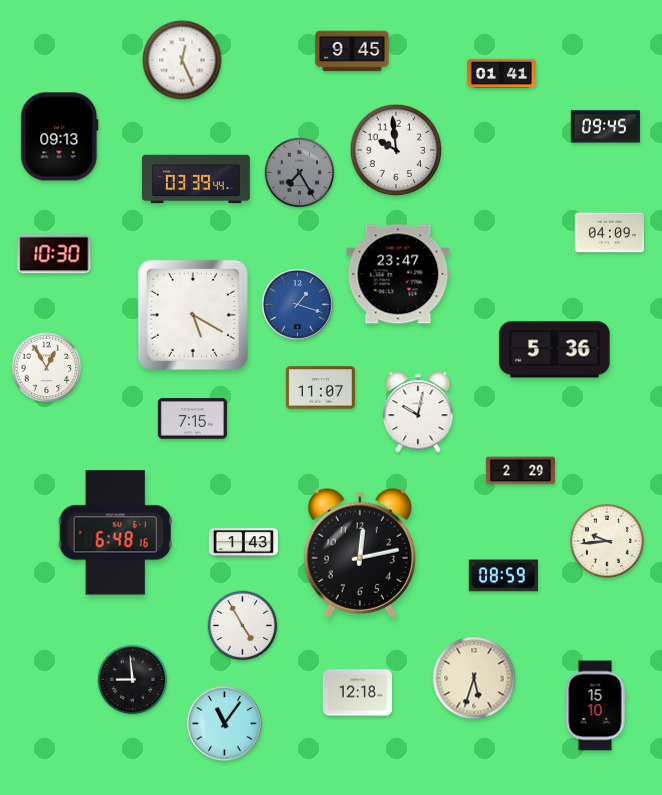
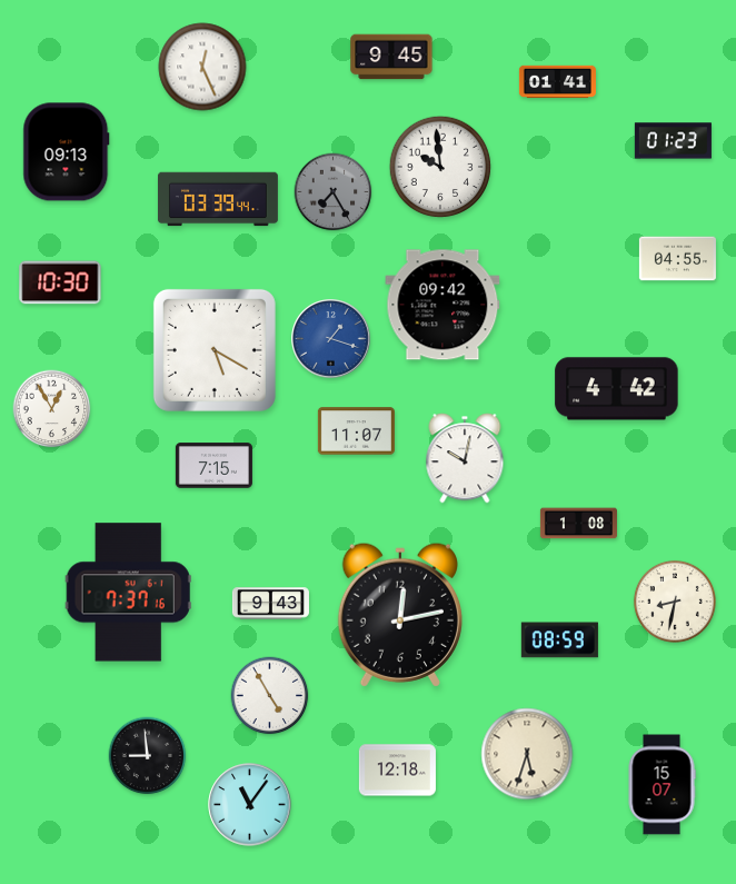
clock at (605, 127): 09:45 -> 01:23
clock at (609, 233): 04:09 -> 04:55
clock at (398, 274): 23:47 -> 09:42
clock at (555, 350): 5:36 -> 4:42
clock at (520, 471): 2:29 -> 1:08
clock at (115, 533): 6:48 -> 7:37
clock at (607, 541): 9:44 -> 8:32
clock at (243, 543): 1:43 -> 9:43
clock at (595, 706): 15:10 -> 15:07
